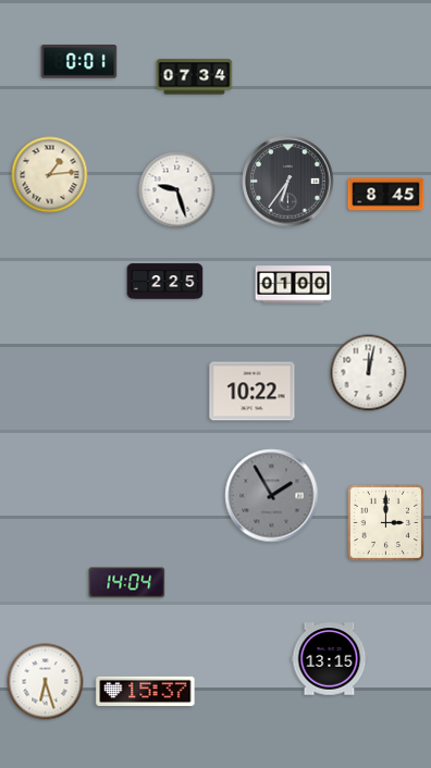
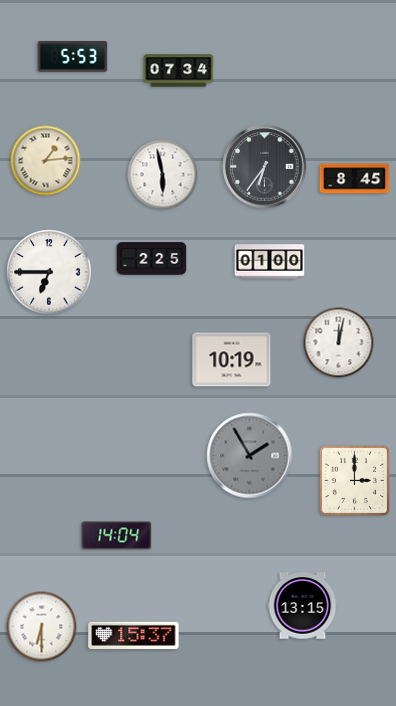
clock at (79, 62): 0:01 -> 5:53
clock at (177, 190): 9:27 -> 5:58
clock at (49, 272): none -> 6:45
clock at (253, 392): 10:22 -> 10:19
clock at (46, 682): 6:27 -> 6:30
